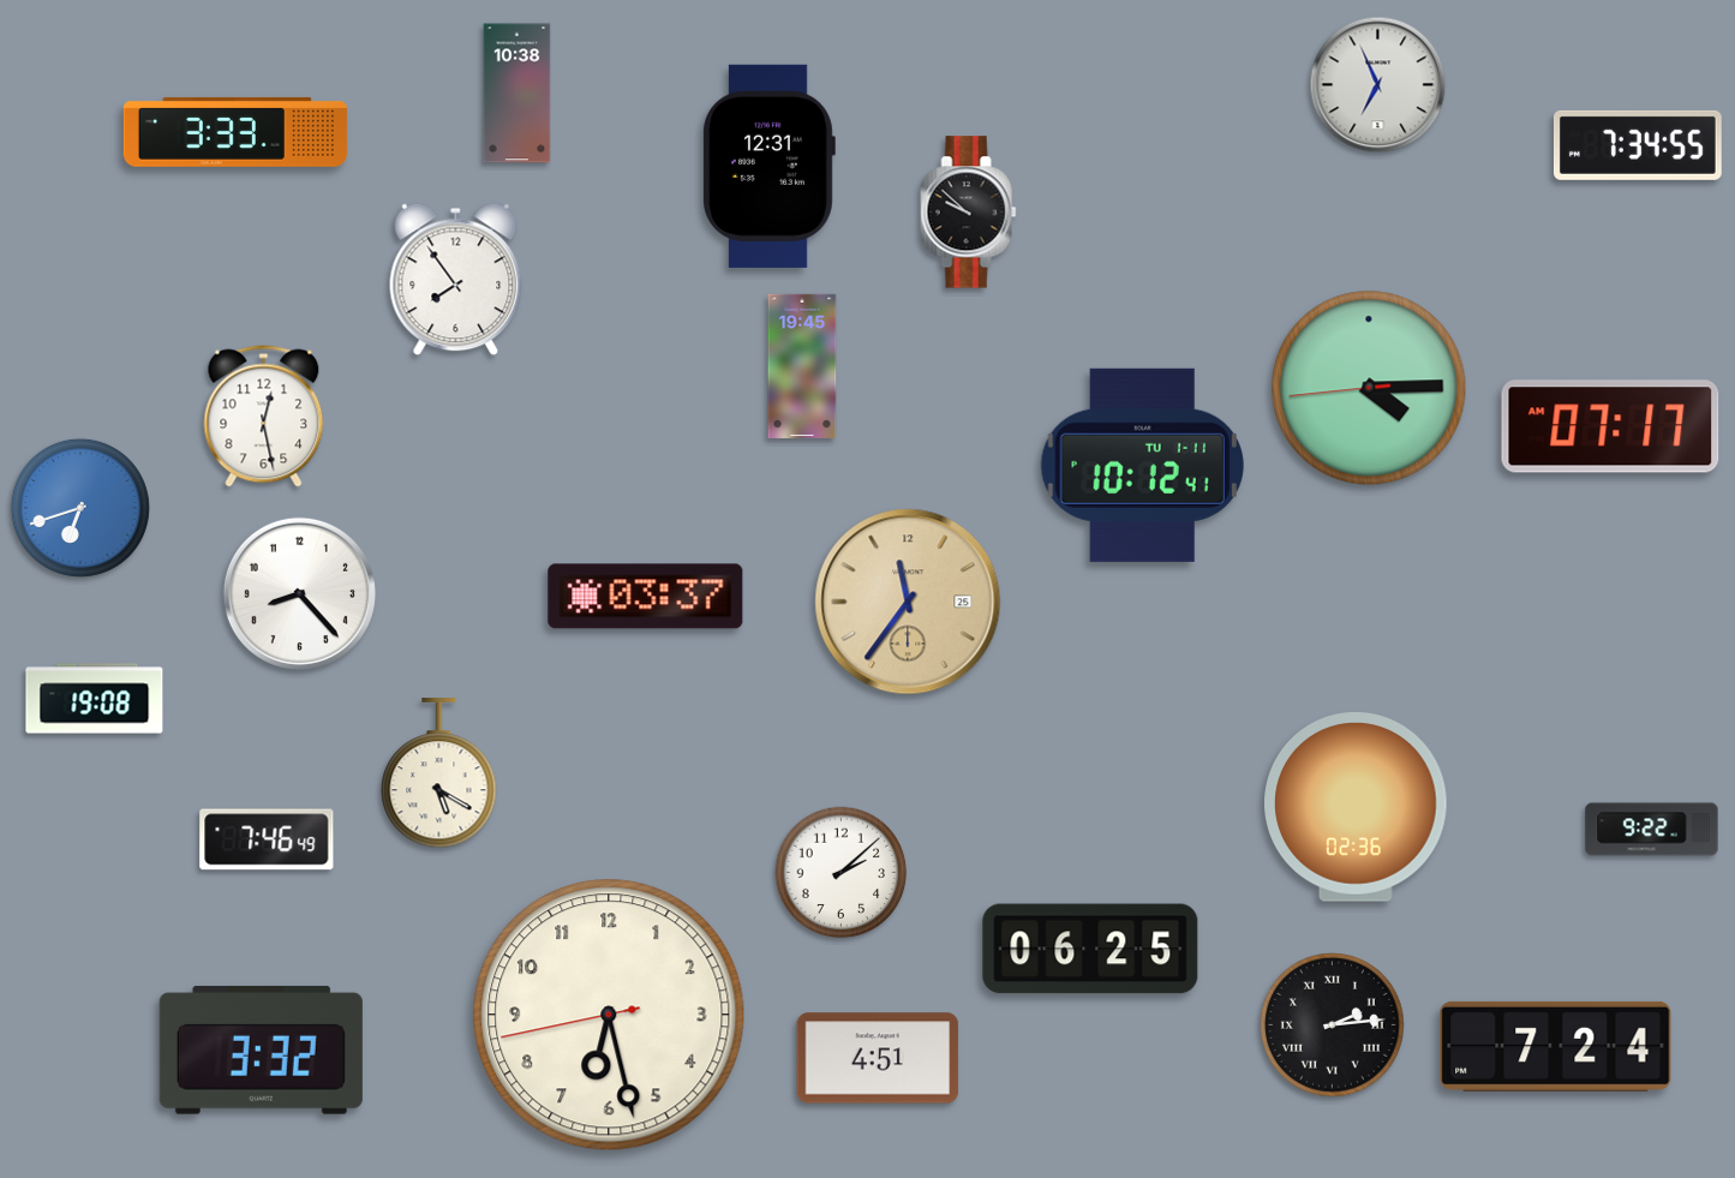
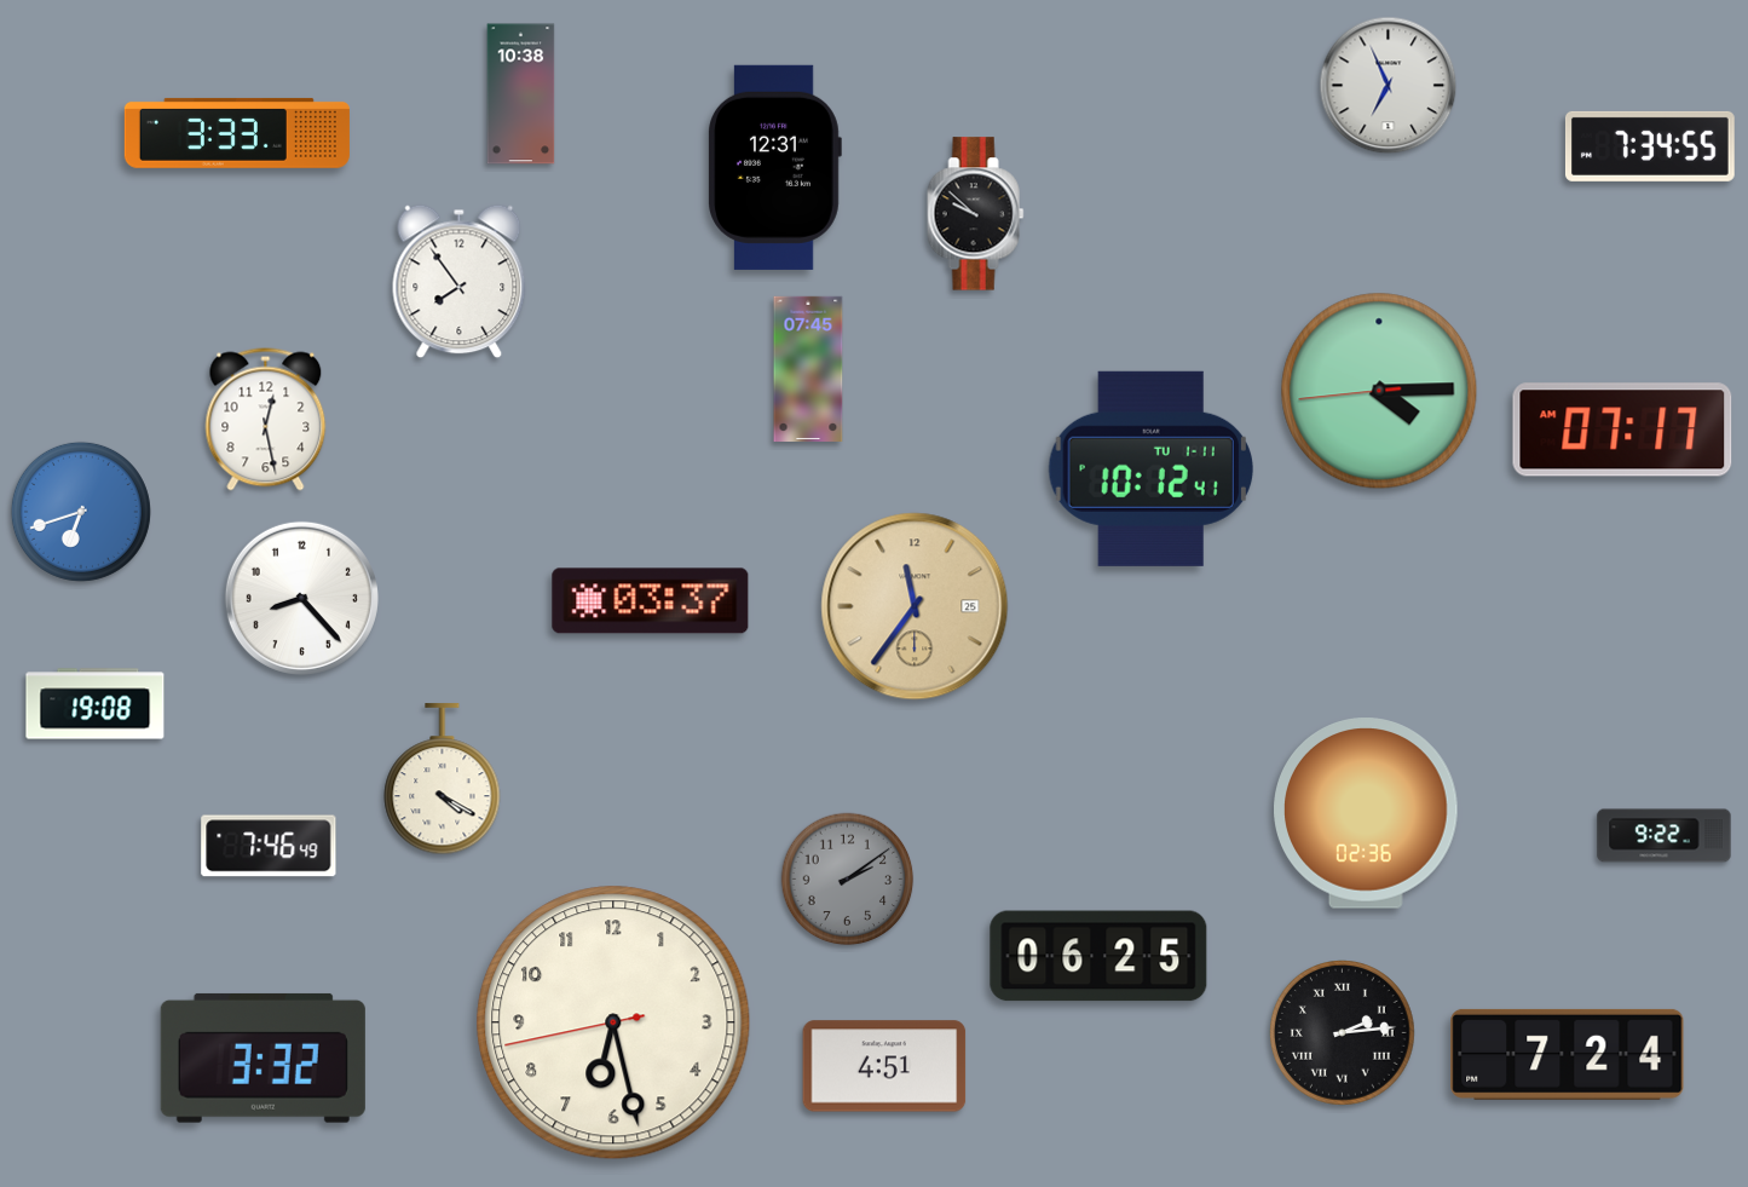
clock at (802, 365): 19:45 -> 07:45
clock at (439, 773): 5:20 -> 4:20
clock at (842, 873): 2:08 -> 2:09
clock at (842, 873) dial: white -> grey
